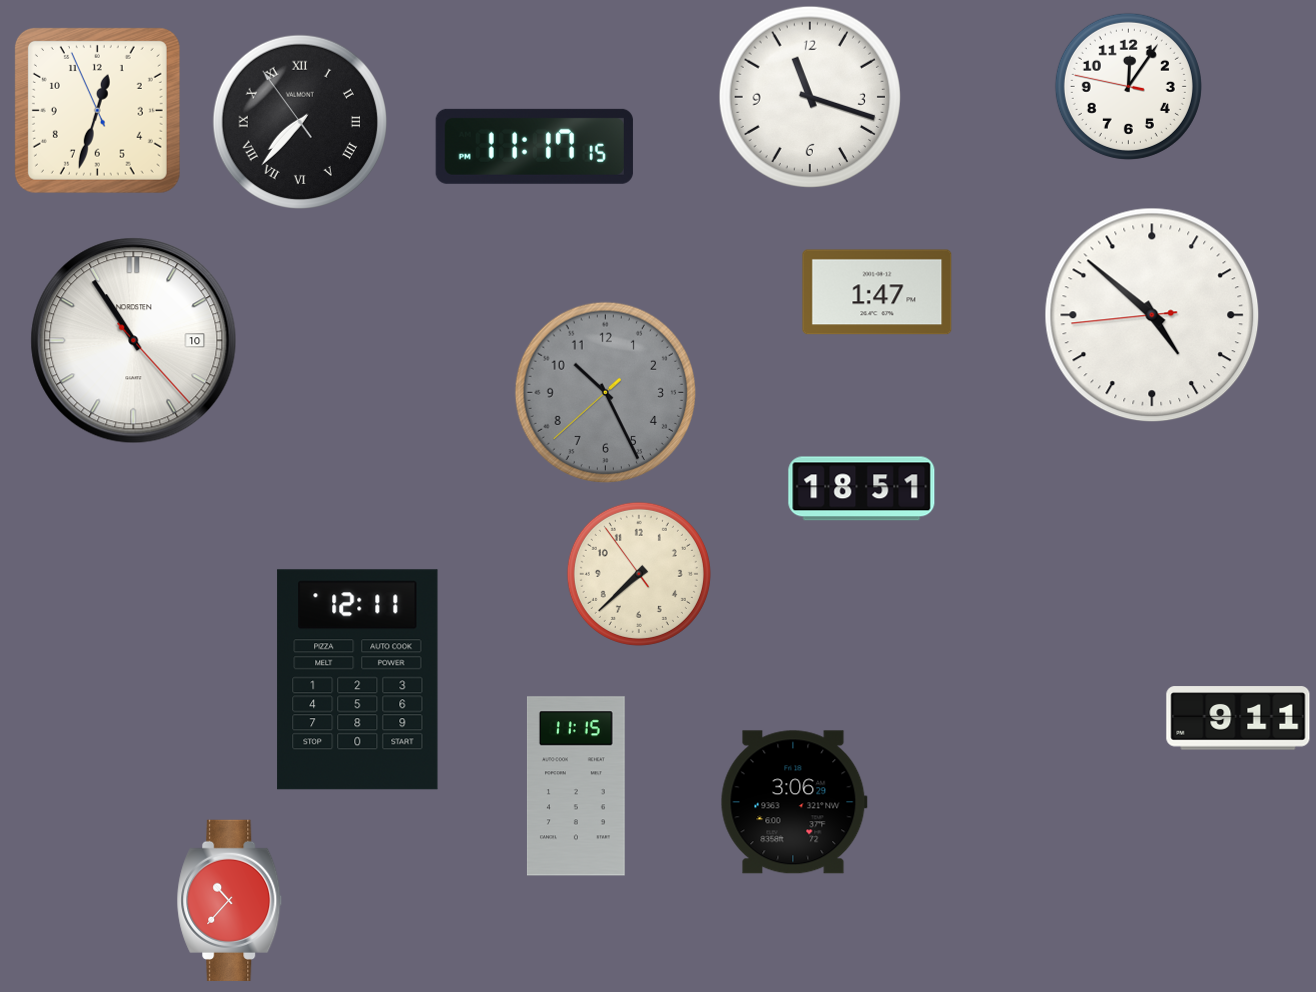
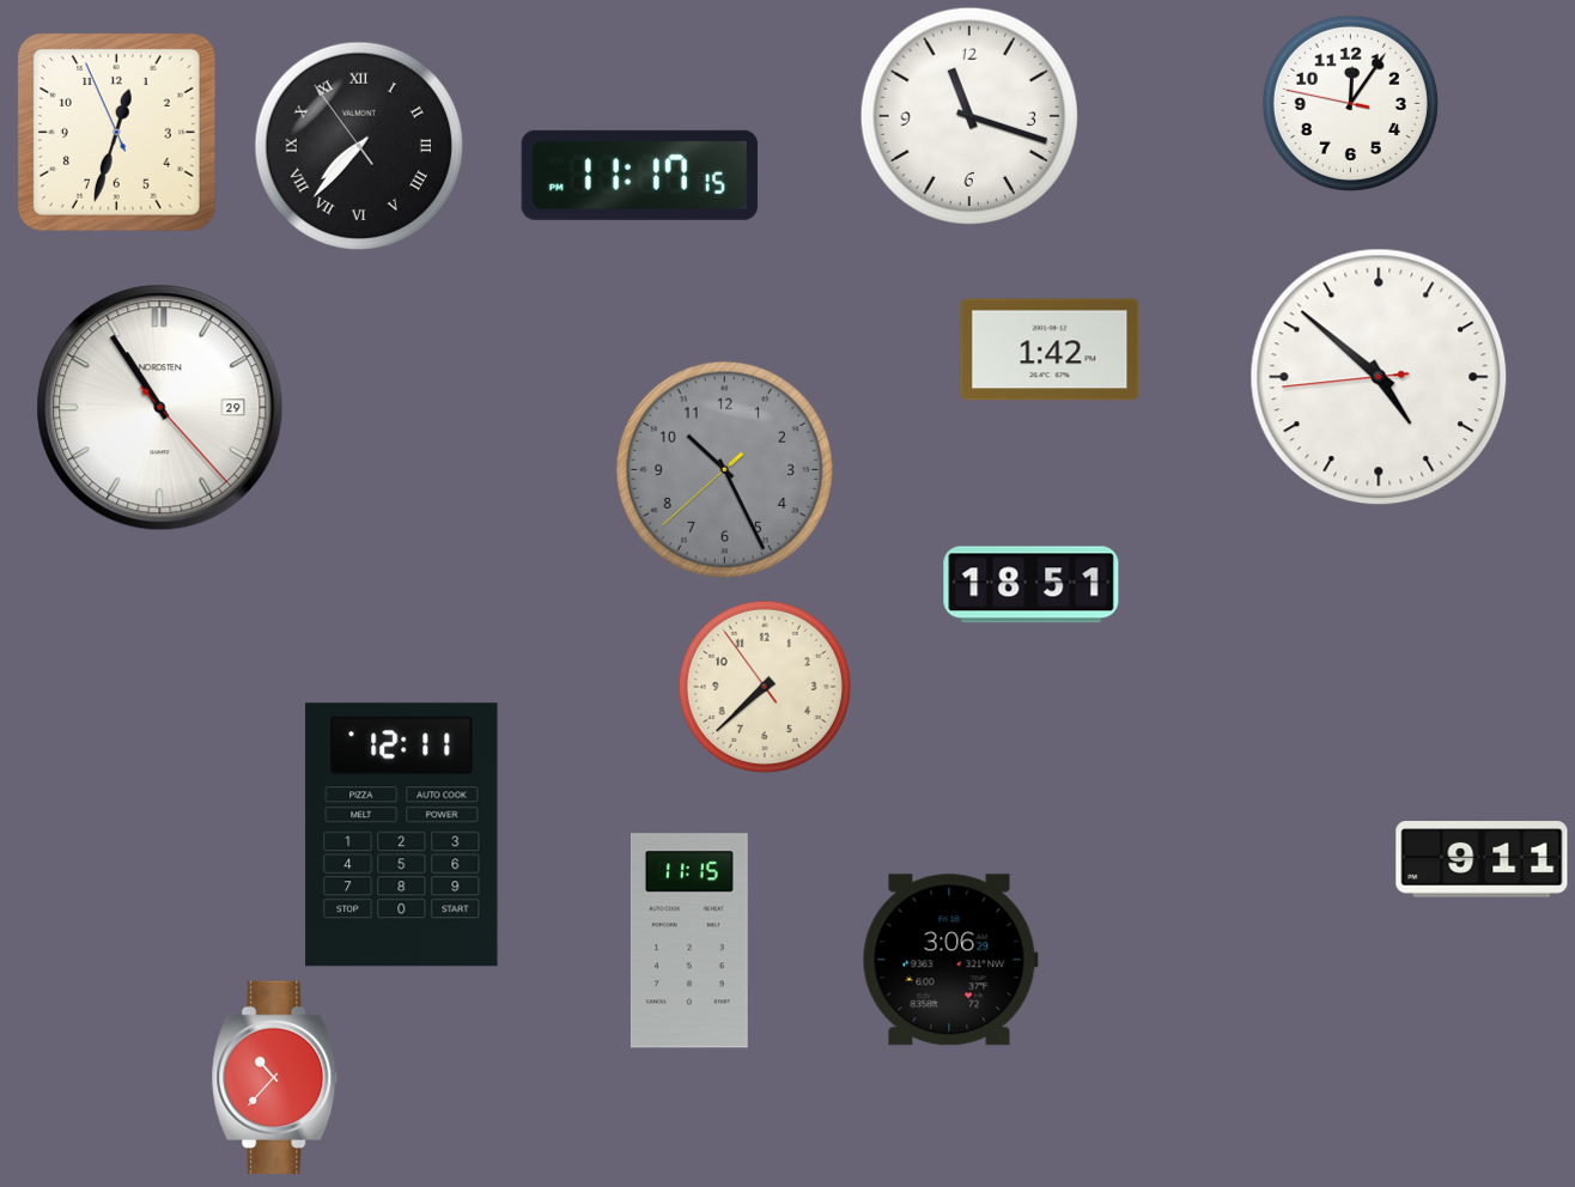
clock at (877, 292): 1:47 -> 1:42
clock at (134, 341) date: 10 -> 29
clock at (358, 680) position: (358, 680) -> (402, 835)
